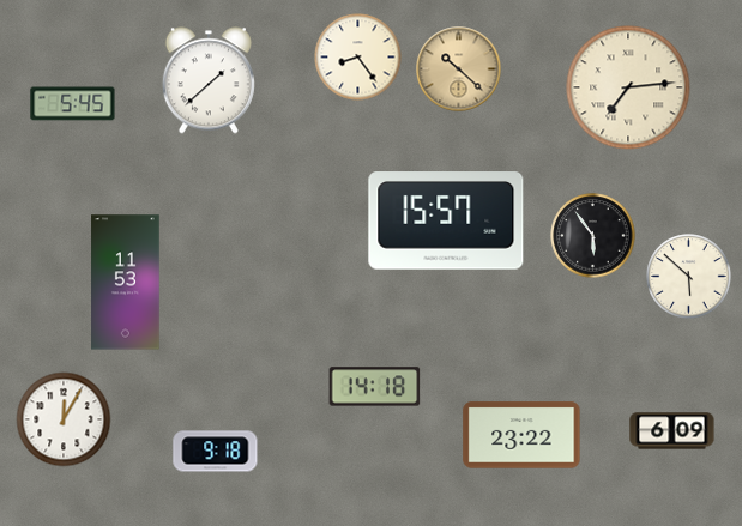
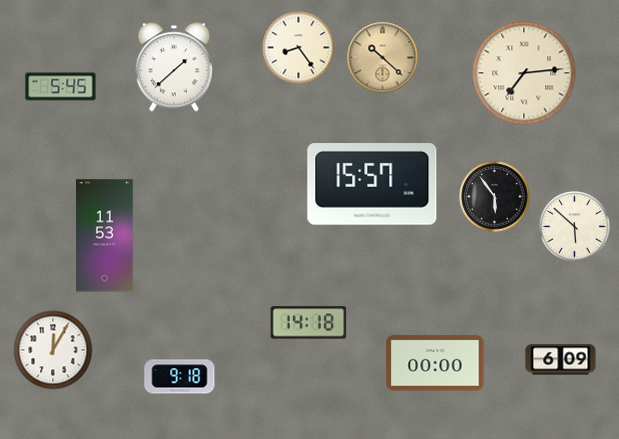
clock at (689, 277) position: (689, 277) -> (575, 227)
clock at (375, 387) position: (375, 387) -> (309, 323)
clock at (521, 435): 23:22 -> 00:00
